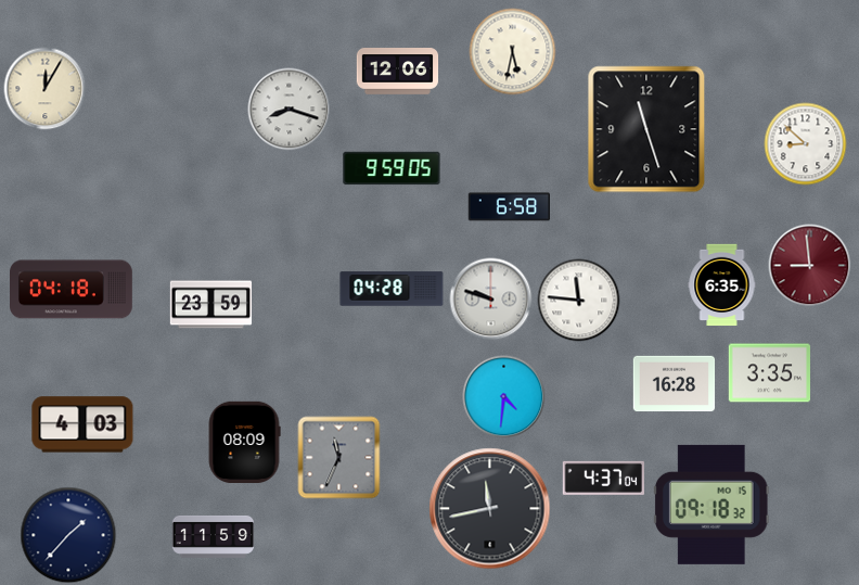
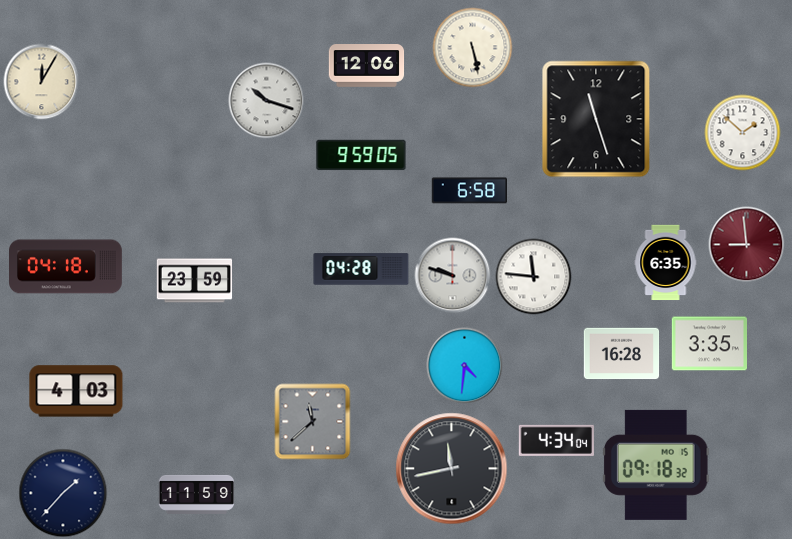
clock at (513, 52): 5:32 -> 5:28
clock at (290, 110): 8:18 -> 10:18
clock at (806, 144): 8:52 -> 1:52
clock at (392, 289) position: (392, 289) -> (361, 269)
clock at (244, 442): 08:09 -> none
clock at (339, 458): 11:34 -> 11:38
clock at (603, 478): 4:37 -> 4:34
